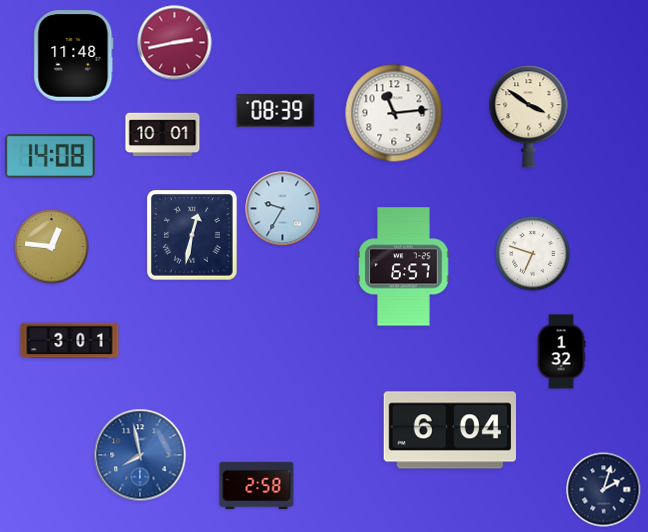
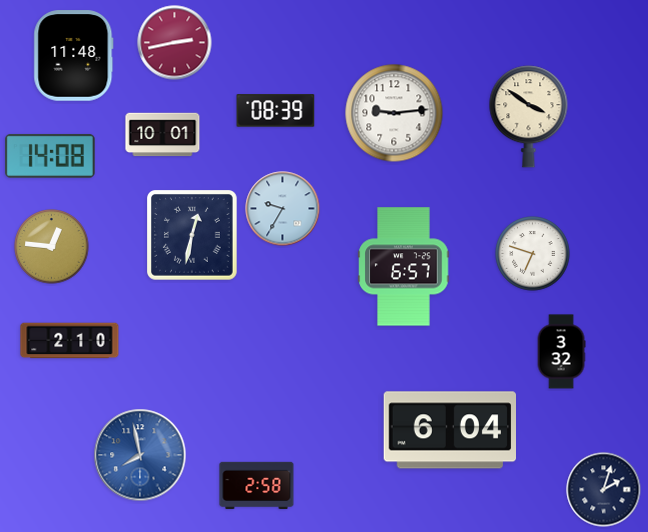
clock at (394, 113): 11:14 -> 9:14
clock at (70, 341): 3:01 -> 2:10
clock at (561, 352): 1:32 -> 3:32
